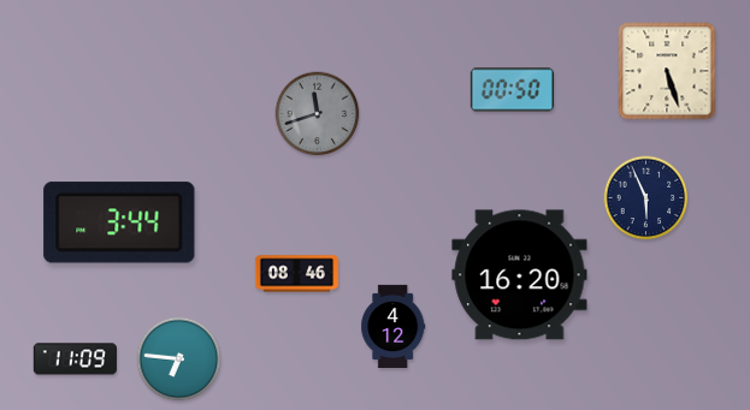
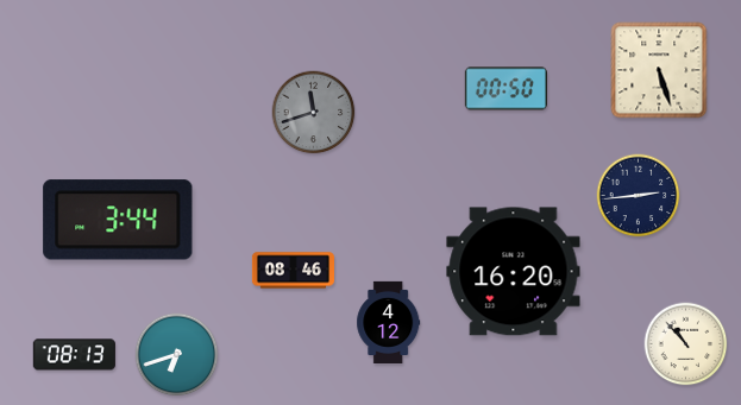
clock at (646, 198): 5:56 -> 2:44
clock at (686, 344): none -> 10:53
clock at (75, 360): 11:09 -> 08:13
clock at (179, 360): 6:46 -> 6:42
